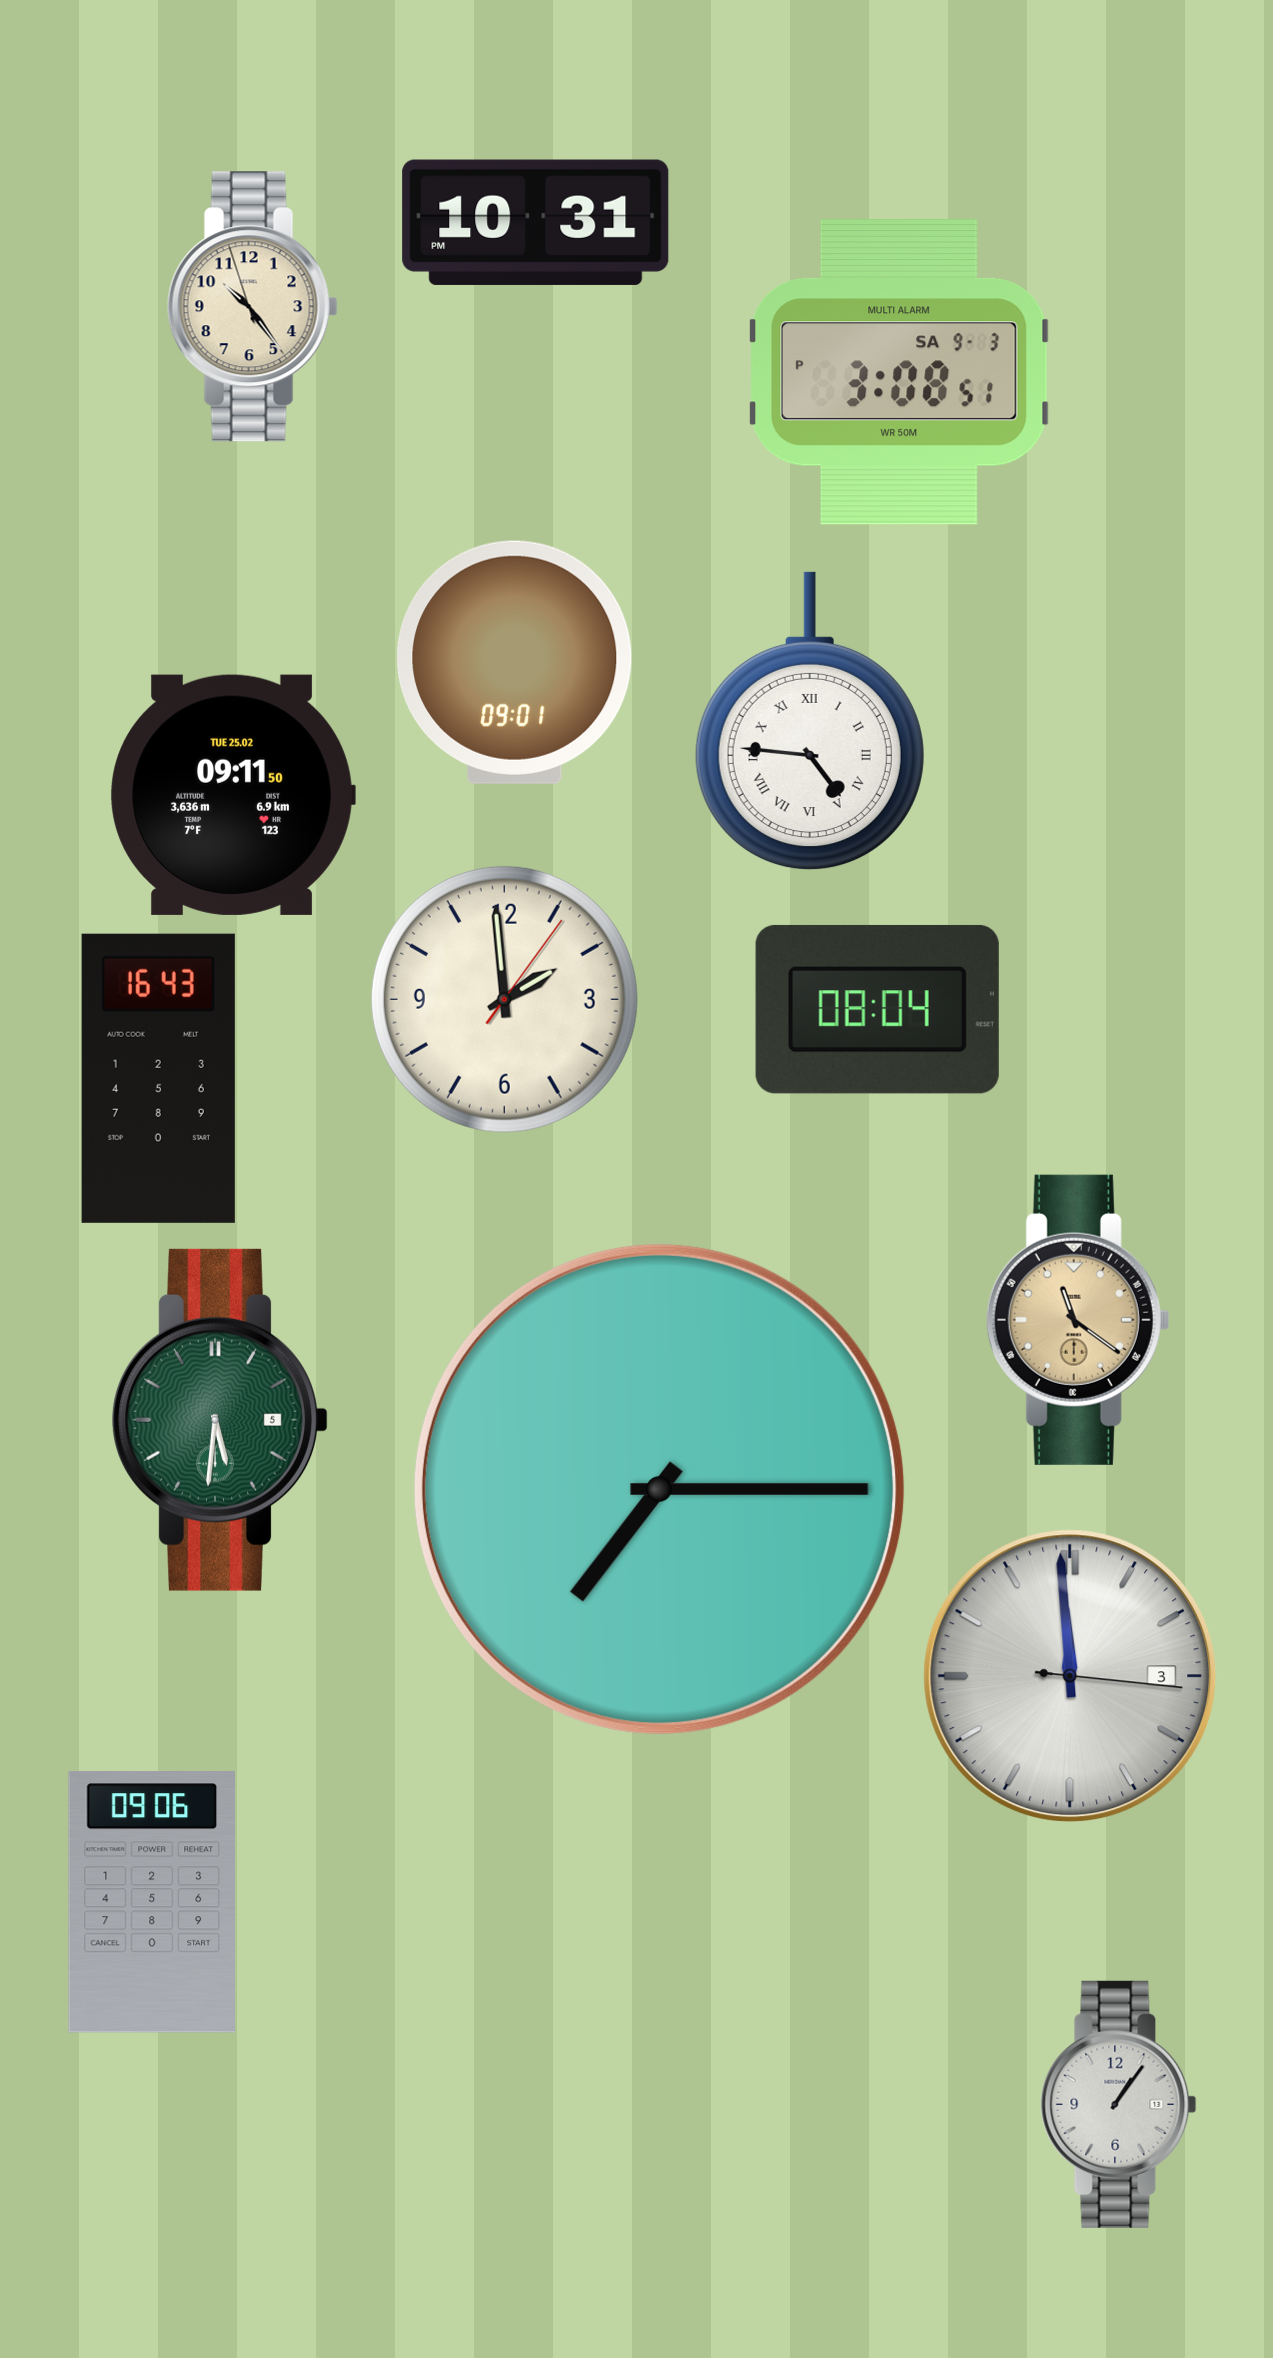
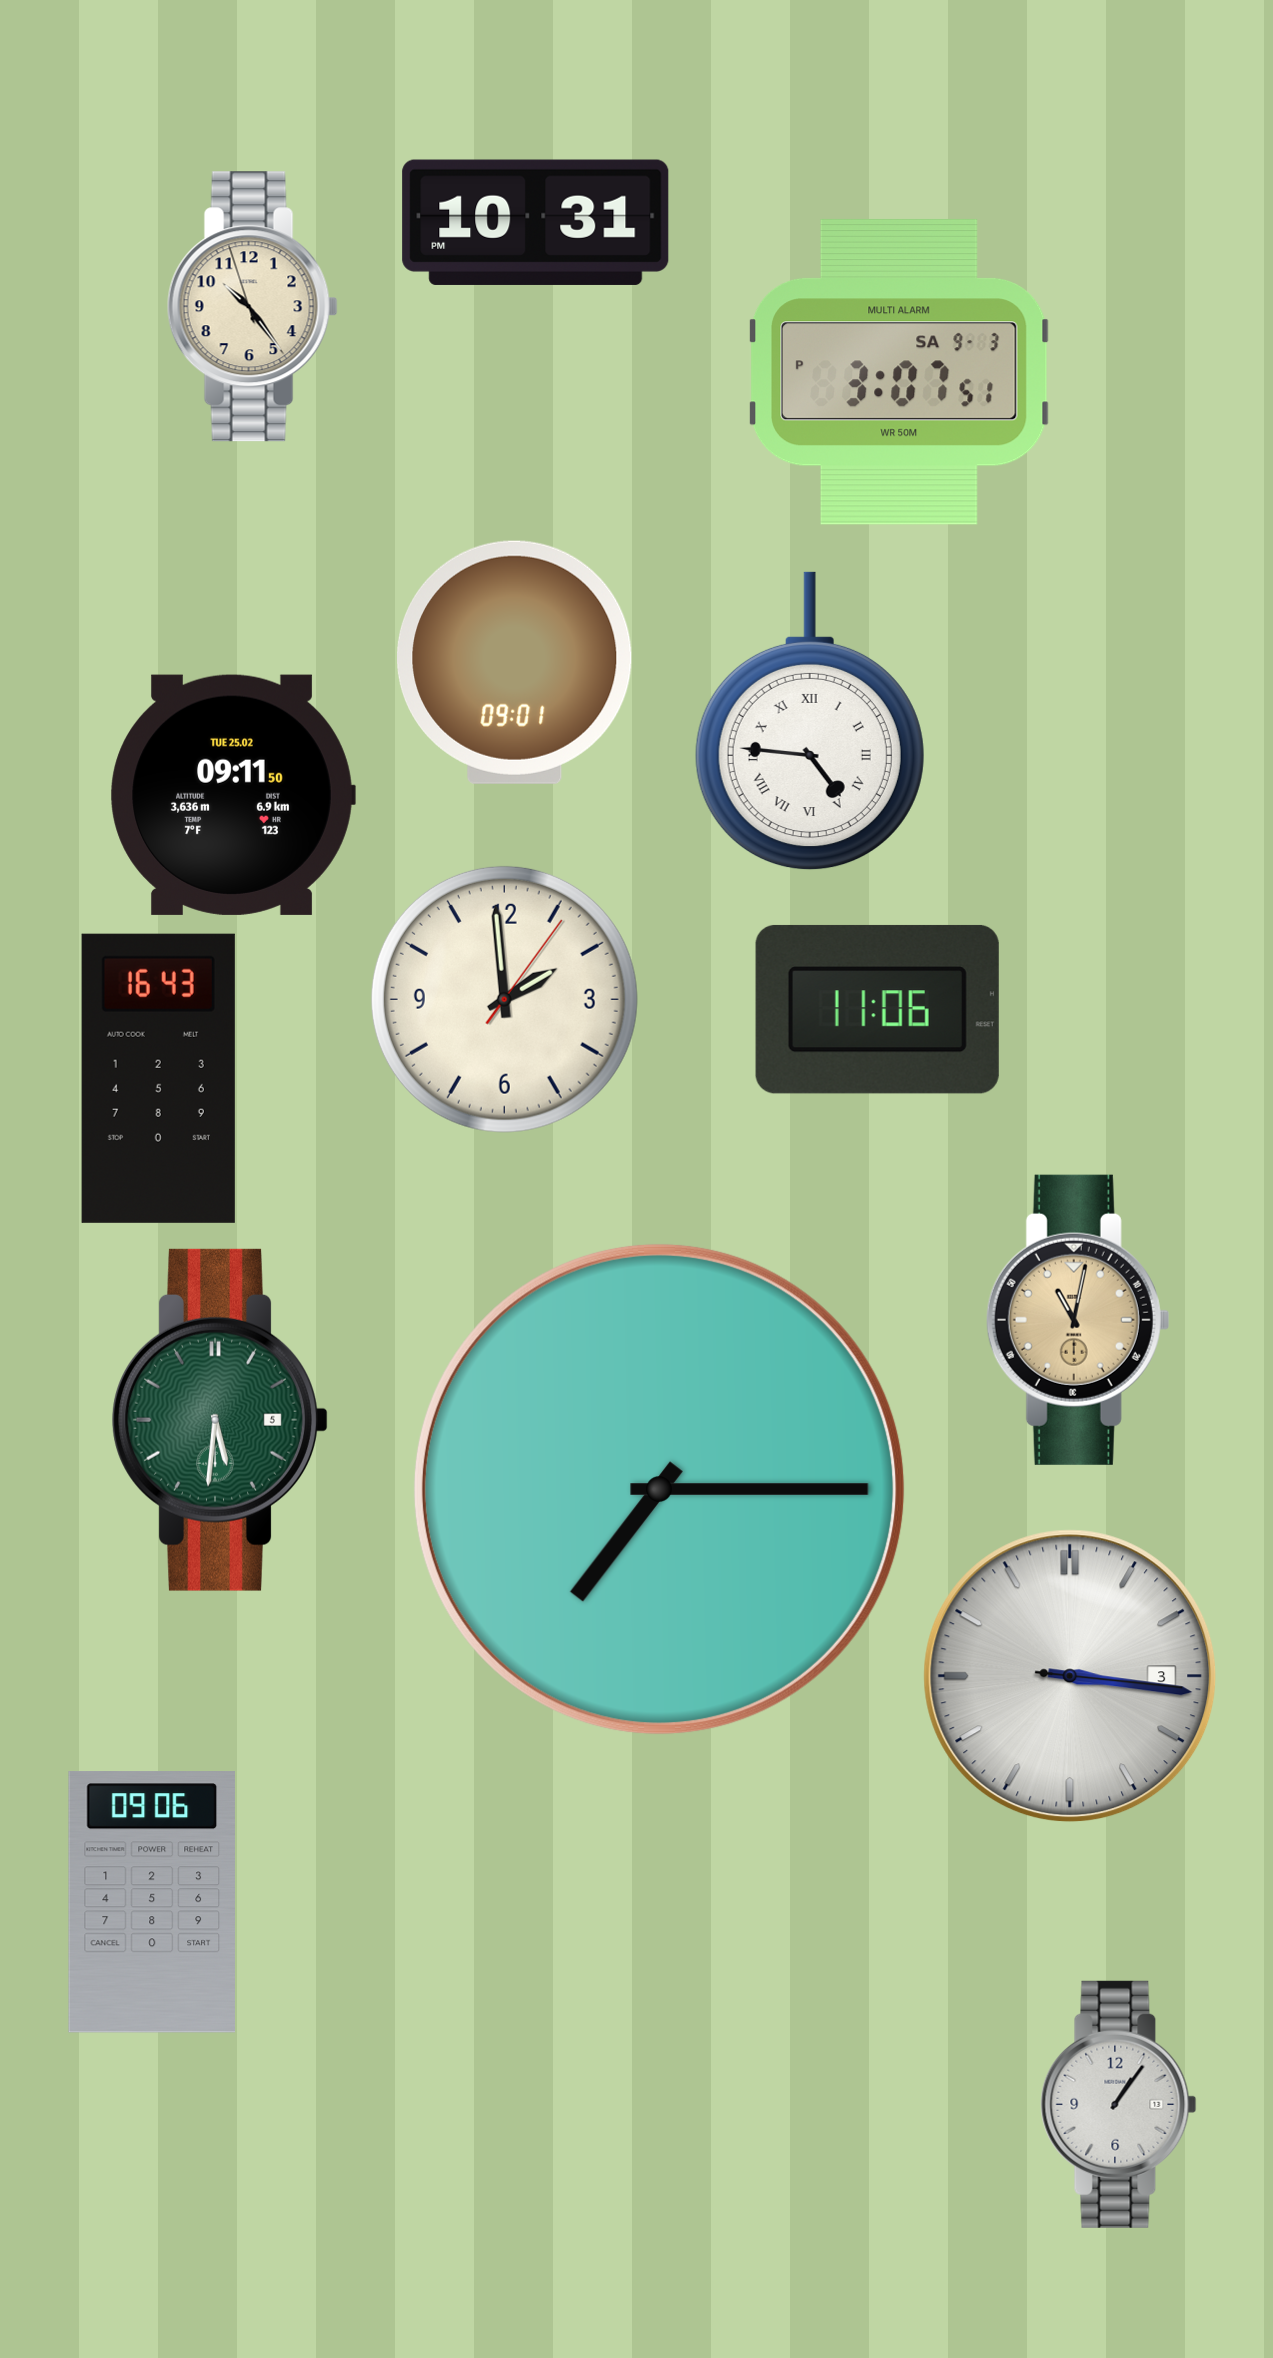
clock at (899, 372): 3:08 -> 3:07
clock at (877, 1009): 08:04 -> 11:06
clock at (1078, 1320): 11:21 -> 11:02
clock at (1070, 1676): 11:59 -> 3:16
